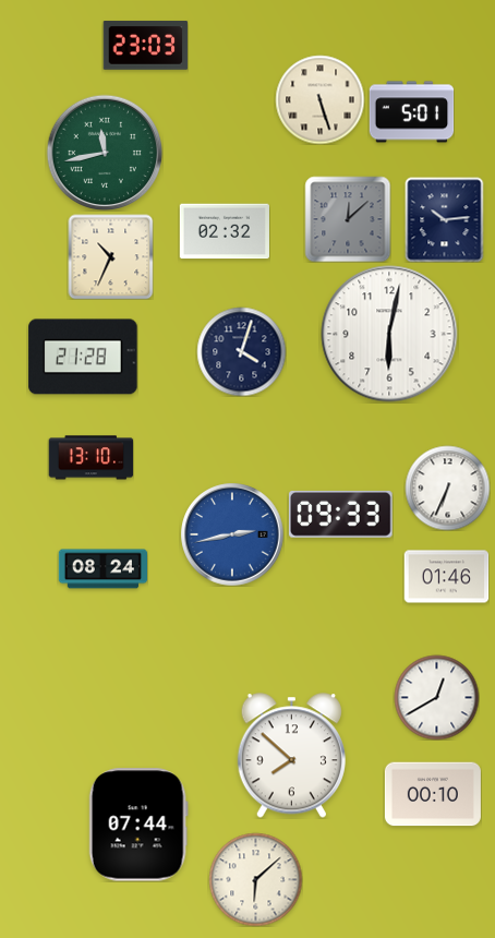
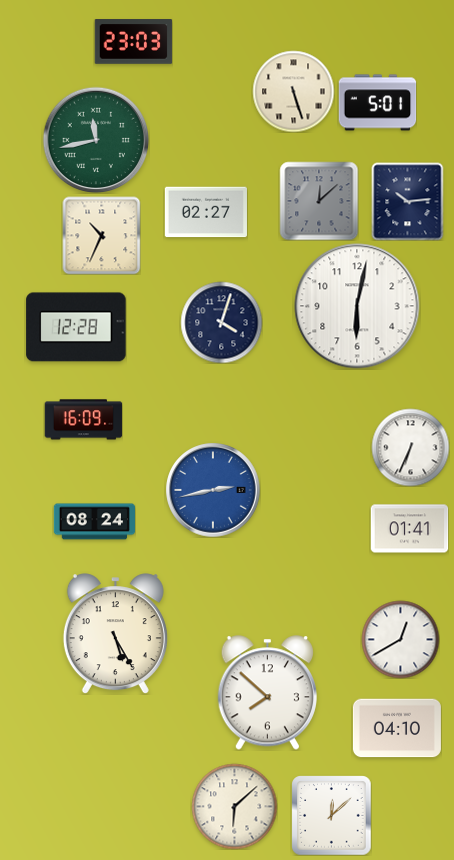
clock at (225, 231): 02:32 -> 02:27
clock at (83, 357): 21:28 -> 12:28
clock at (90, 458): 13:10 -> 16:09
clock at (340, 514): 09:33 -> none
clock at (446, 577): 01:46 -> 01:41
clock at (115, 634): none -> 5:25
clock at (433, 794): 00:10 -> 04:10
clock at (138, 825): 07:44 -> none
clock at (331, 815): none -> 12:08
